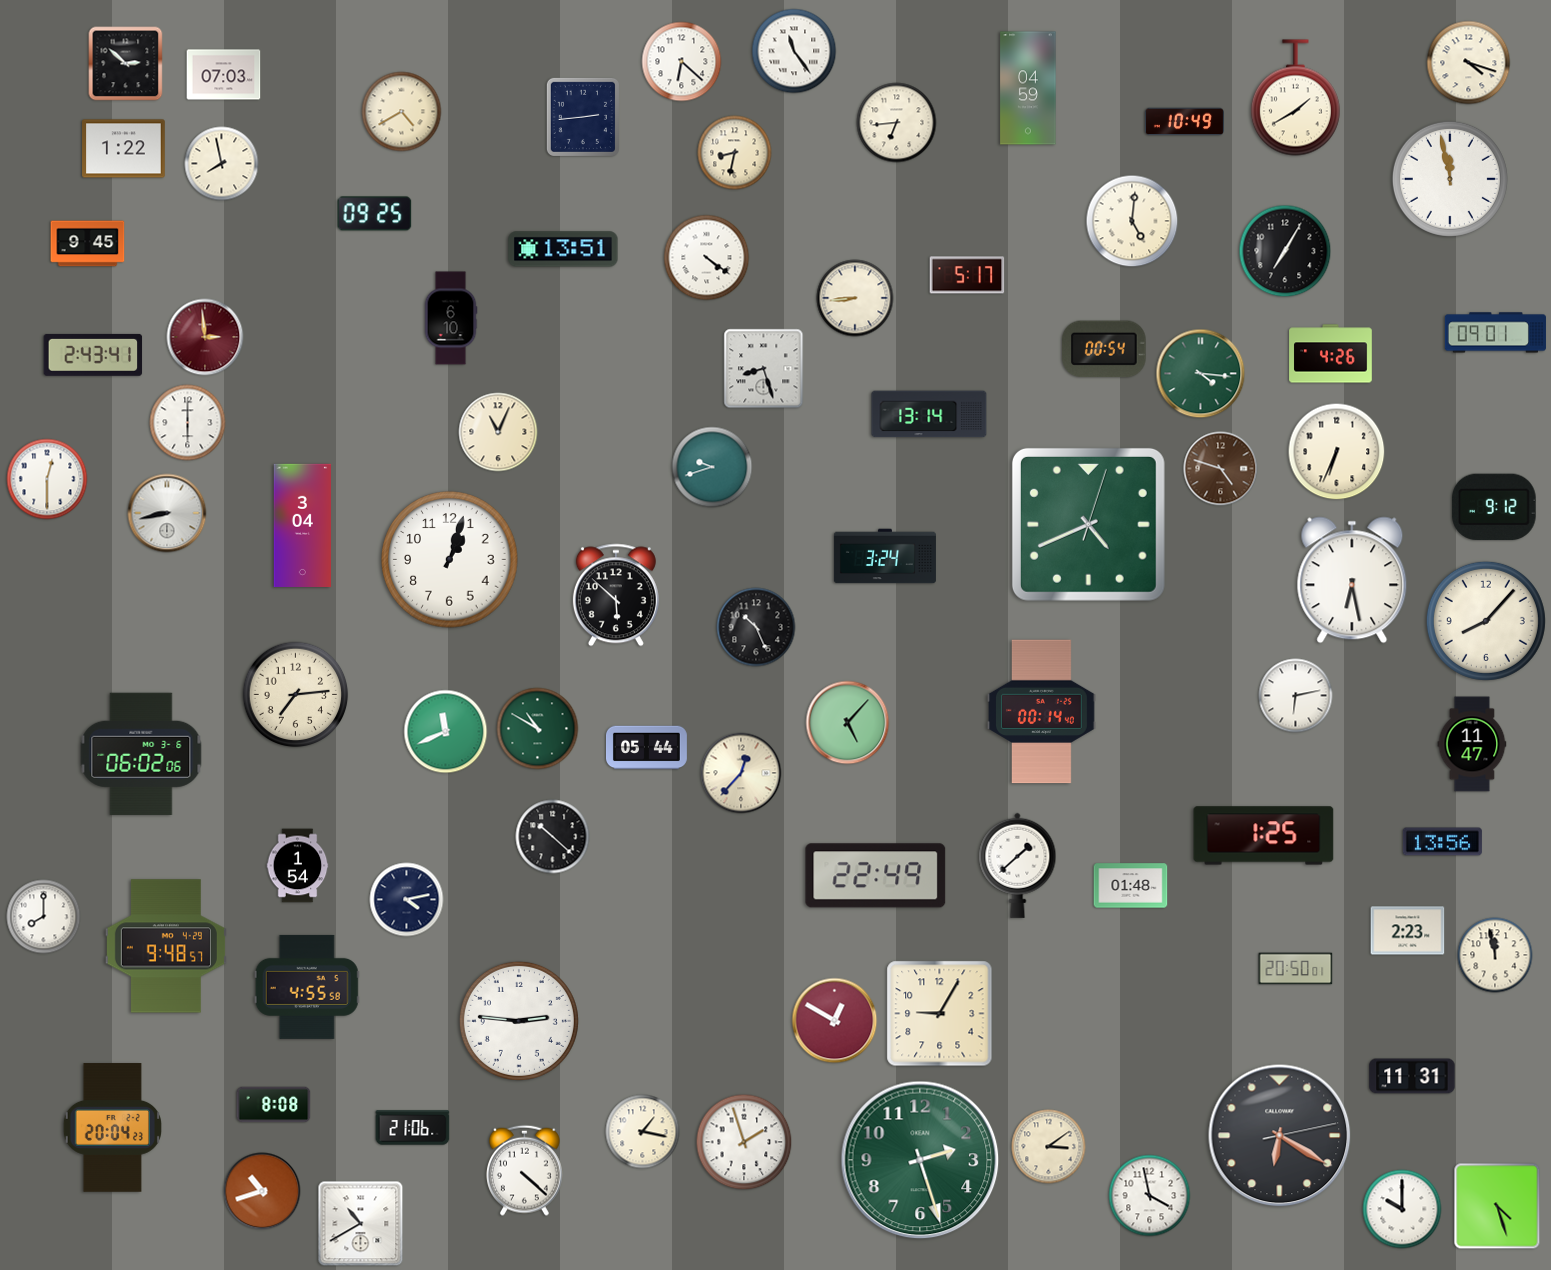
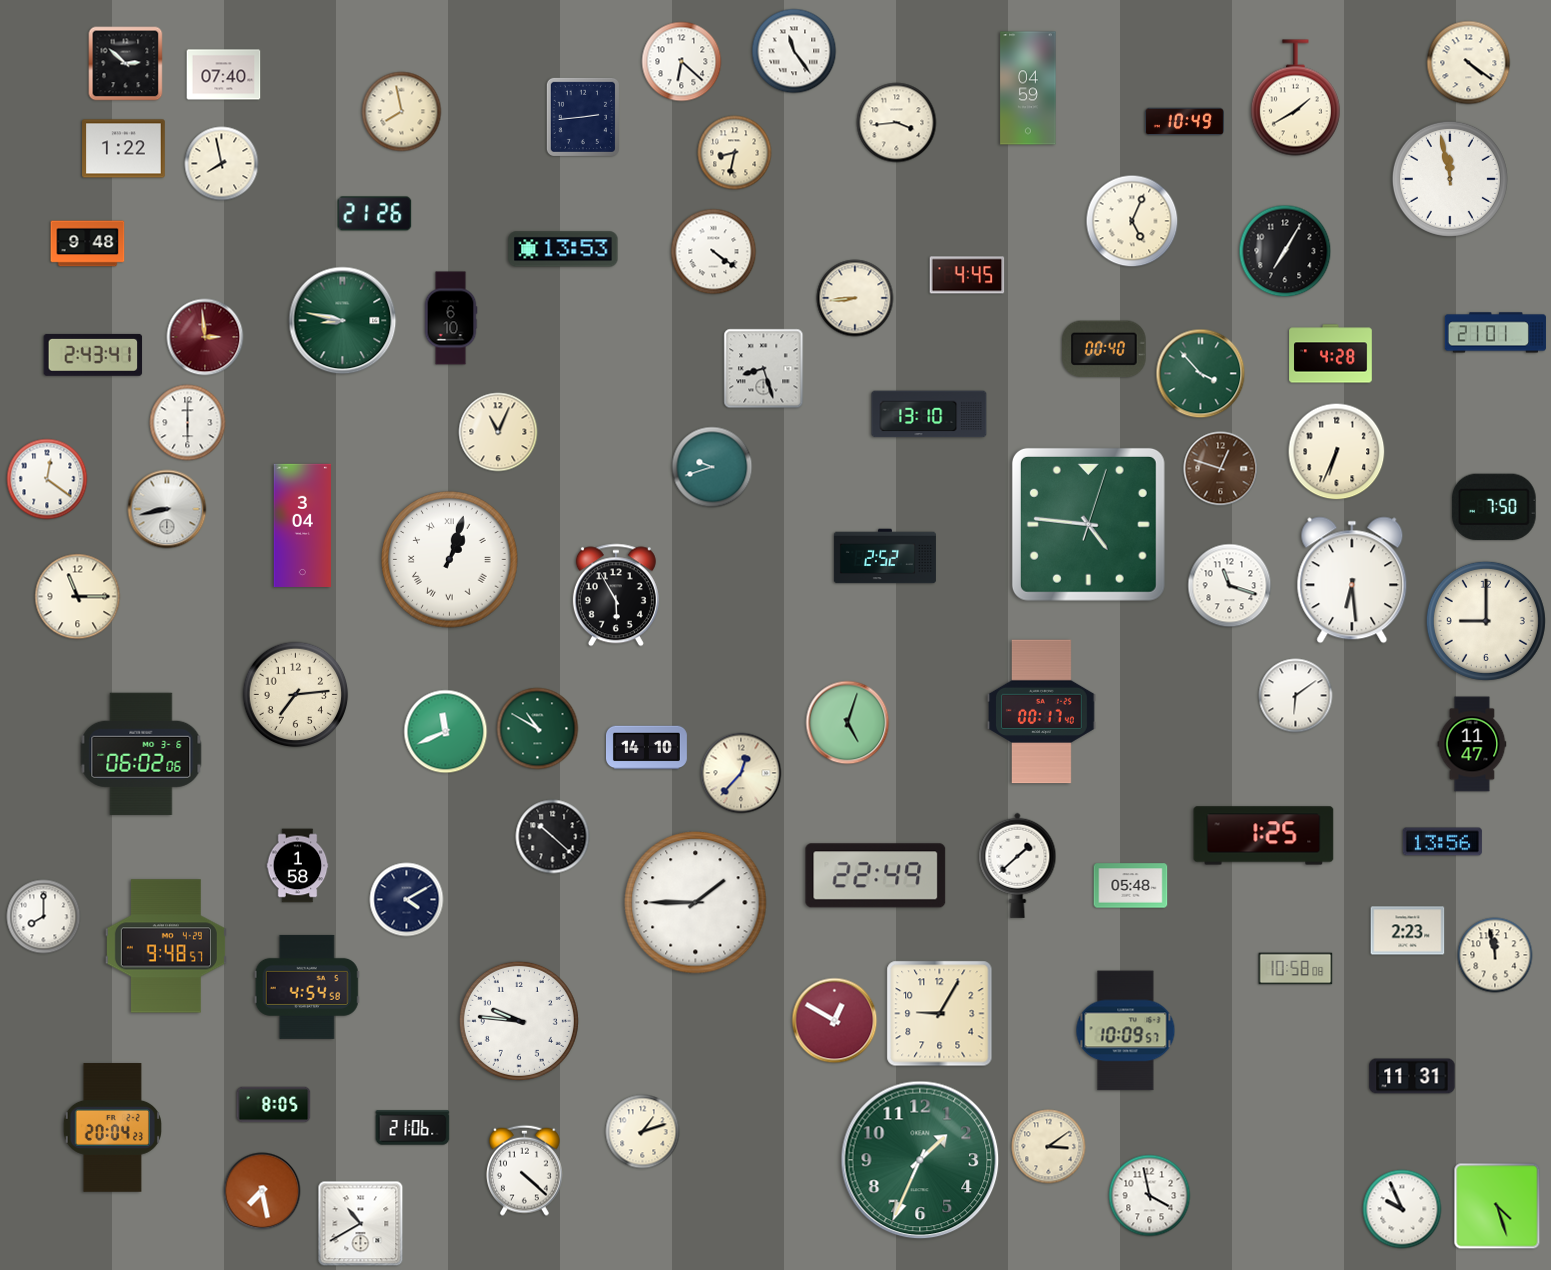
clock at (1469, 63): 4:18 -> 4:21
clock at (224, 75): 07:03 -> 07:40
clock at (402, 112): 4:40 -> 7:58
clock at (897, 123): 6:44 -> 3:44
clock at (375, 214): 09:25 -> 21:26
clock at (1132, 221): 5:01 -> 5:04
clock at (88, 244): 9:45 -> 9:48
clock at (563, 249): 13:51 -> 13:53
clock at (707, 258) position: (707, 258) -> (714, 252)
clock at (967, 275): 5:17 -> 4:45
clock at (343, 321): none -> 8:47
clock at (1495, 333): 09:01 -> 21:01
clock at (1105, 349): 00:54 -> 00:40
clock at (1331, 354): 4:26 -> 4:28
clock at (1201, 374): 4:16 -> 3:53
clock at (929, 414): 13:14 -> 13:10
clock at (1221, 469): 4:48 -> 12:48
clock at (47, 479): 12:30 -> 12:21
clock at (1494, 507): 9:12 -> 7:50
clock at (167, 513) position: (167, 513) -> (167, 509)
clock at (1088, 524): 4:41 -> 4:46
clock at (885, 556): 3:24 -> 2:52
clock at (450, 560) numerals: Arabic -> Roman
clock at (1352, 580): 6:28 -> 6:29
clock at (1230, 586): none -> 11:18
clock at (616, 595): 5:52 -> 5:55
clock at (78, 597): none -> 11:15
clock at (1486, 621): 8:07 -> 9:00
clock at (756, 627): 10:26 -> none
clock at (1296, 696): 6:13 -> 6:09
clock at (1042, 712): 00:14 -> 00:17
clock at (848, 723): 5:07 -> 5:03
clock at (646, 748): 05:44 -> 14:10
clock at (298, 866): 1:54 -> 1:58
clock at (1131, 886): 01:48 -> 05:48
clock at (407, 900): 4:13 -> 4:10
clock at (696, 903): none -> 1:45
clock at (1296, 969): 20:50 -> 10:58
clock at (307, 987): 4:55 -> 4:54
clock at (519, 1021): 2:46 -> 9:46
clock at (1126, 1031): none -> 10:09
clock at (274, 1105): 8:08 -> 8:05
clock at (643, 1132): 1:17 -> 1:12
clock at (1280, 1136): 6:20 -> none
clock at (744, 1142): 1:57 -> none
clock at (920, 1160): 2:27 -> 1:34
clock at (262, 1191): 10:42 -> 7:28
clock at (1402, 1209): 10:00 -> 9:56
